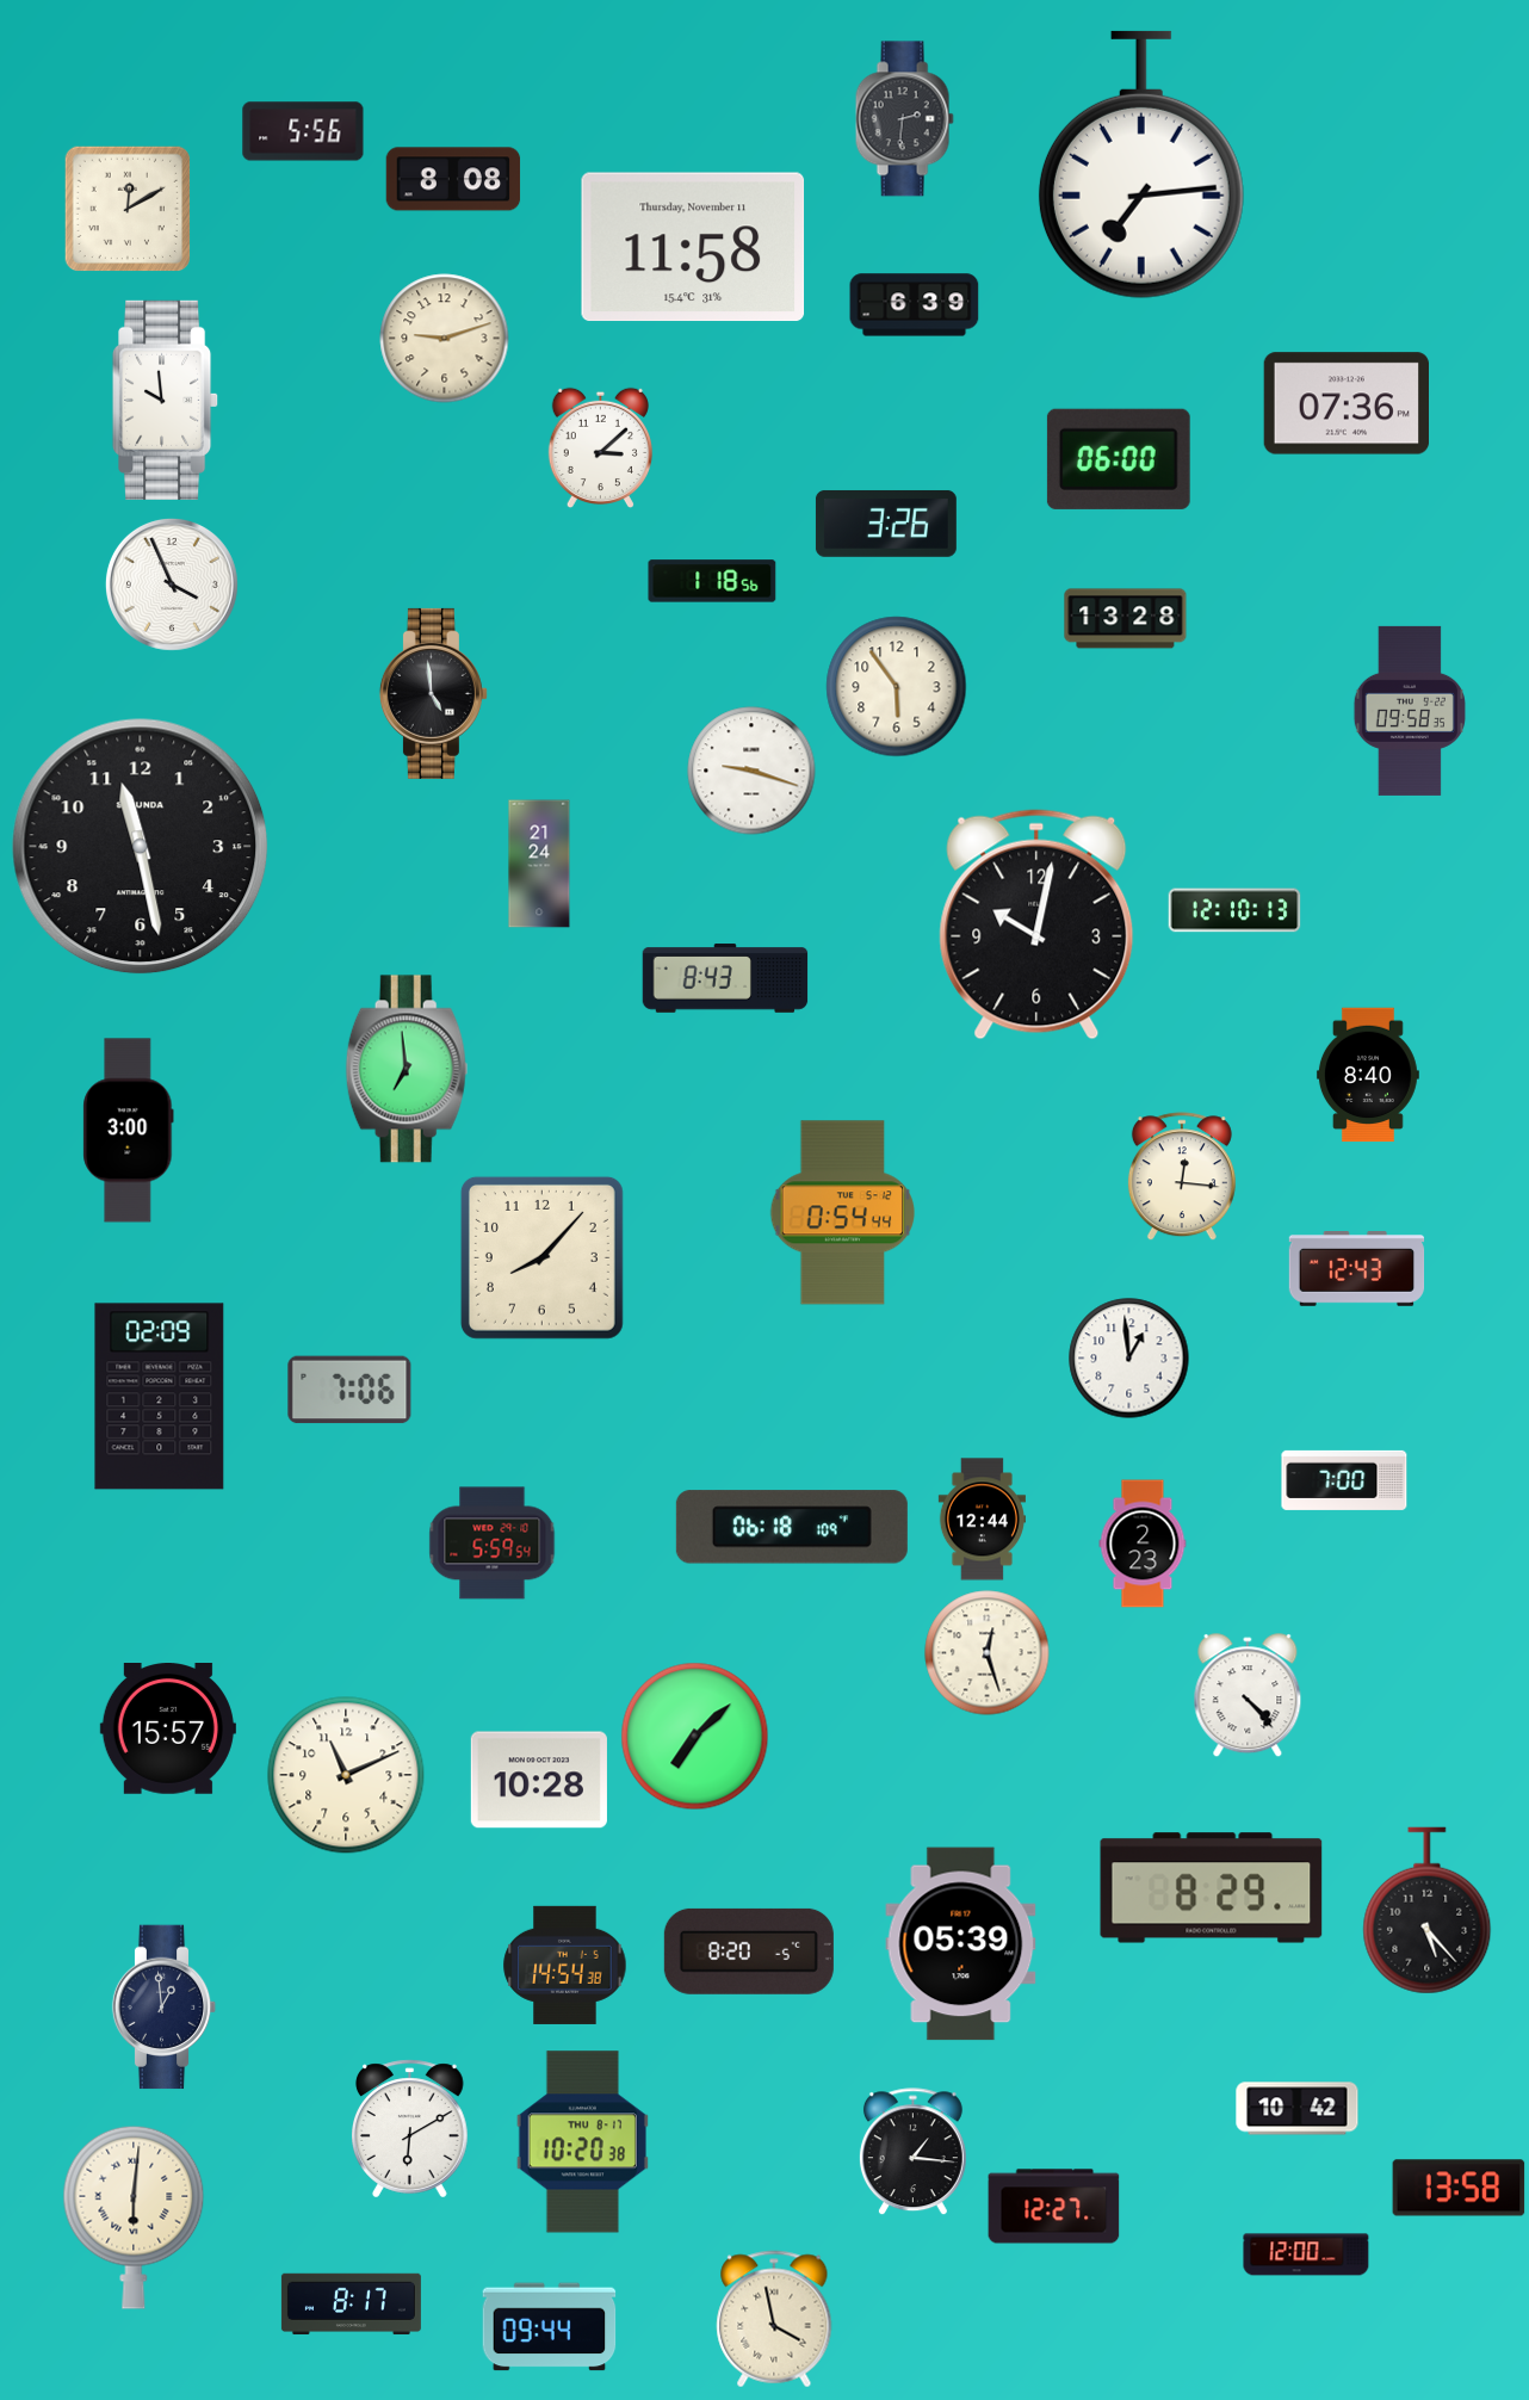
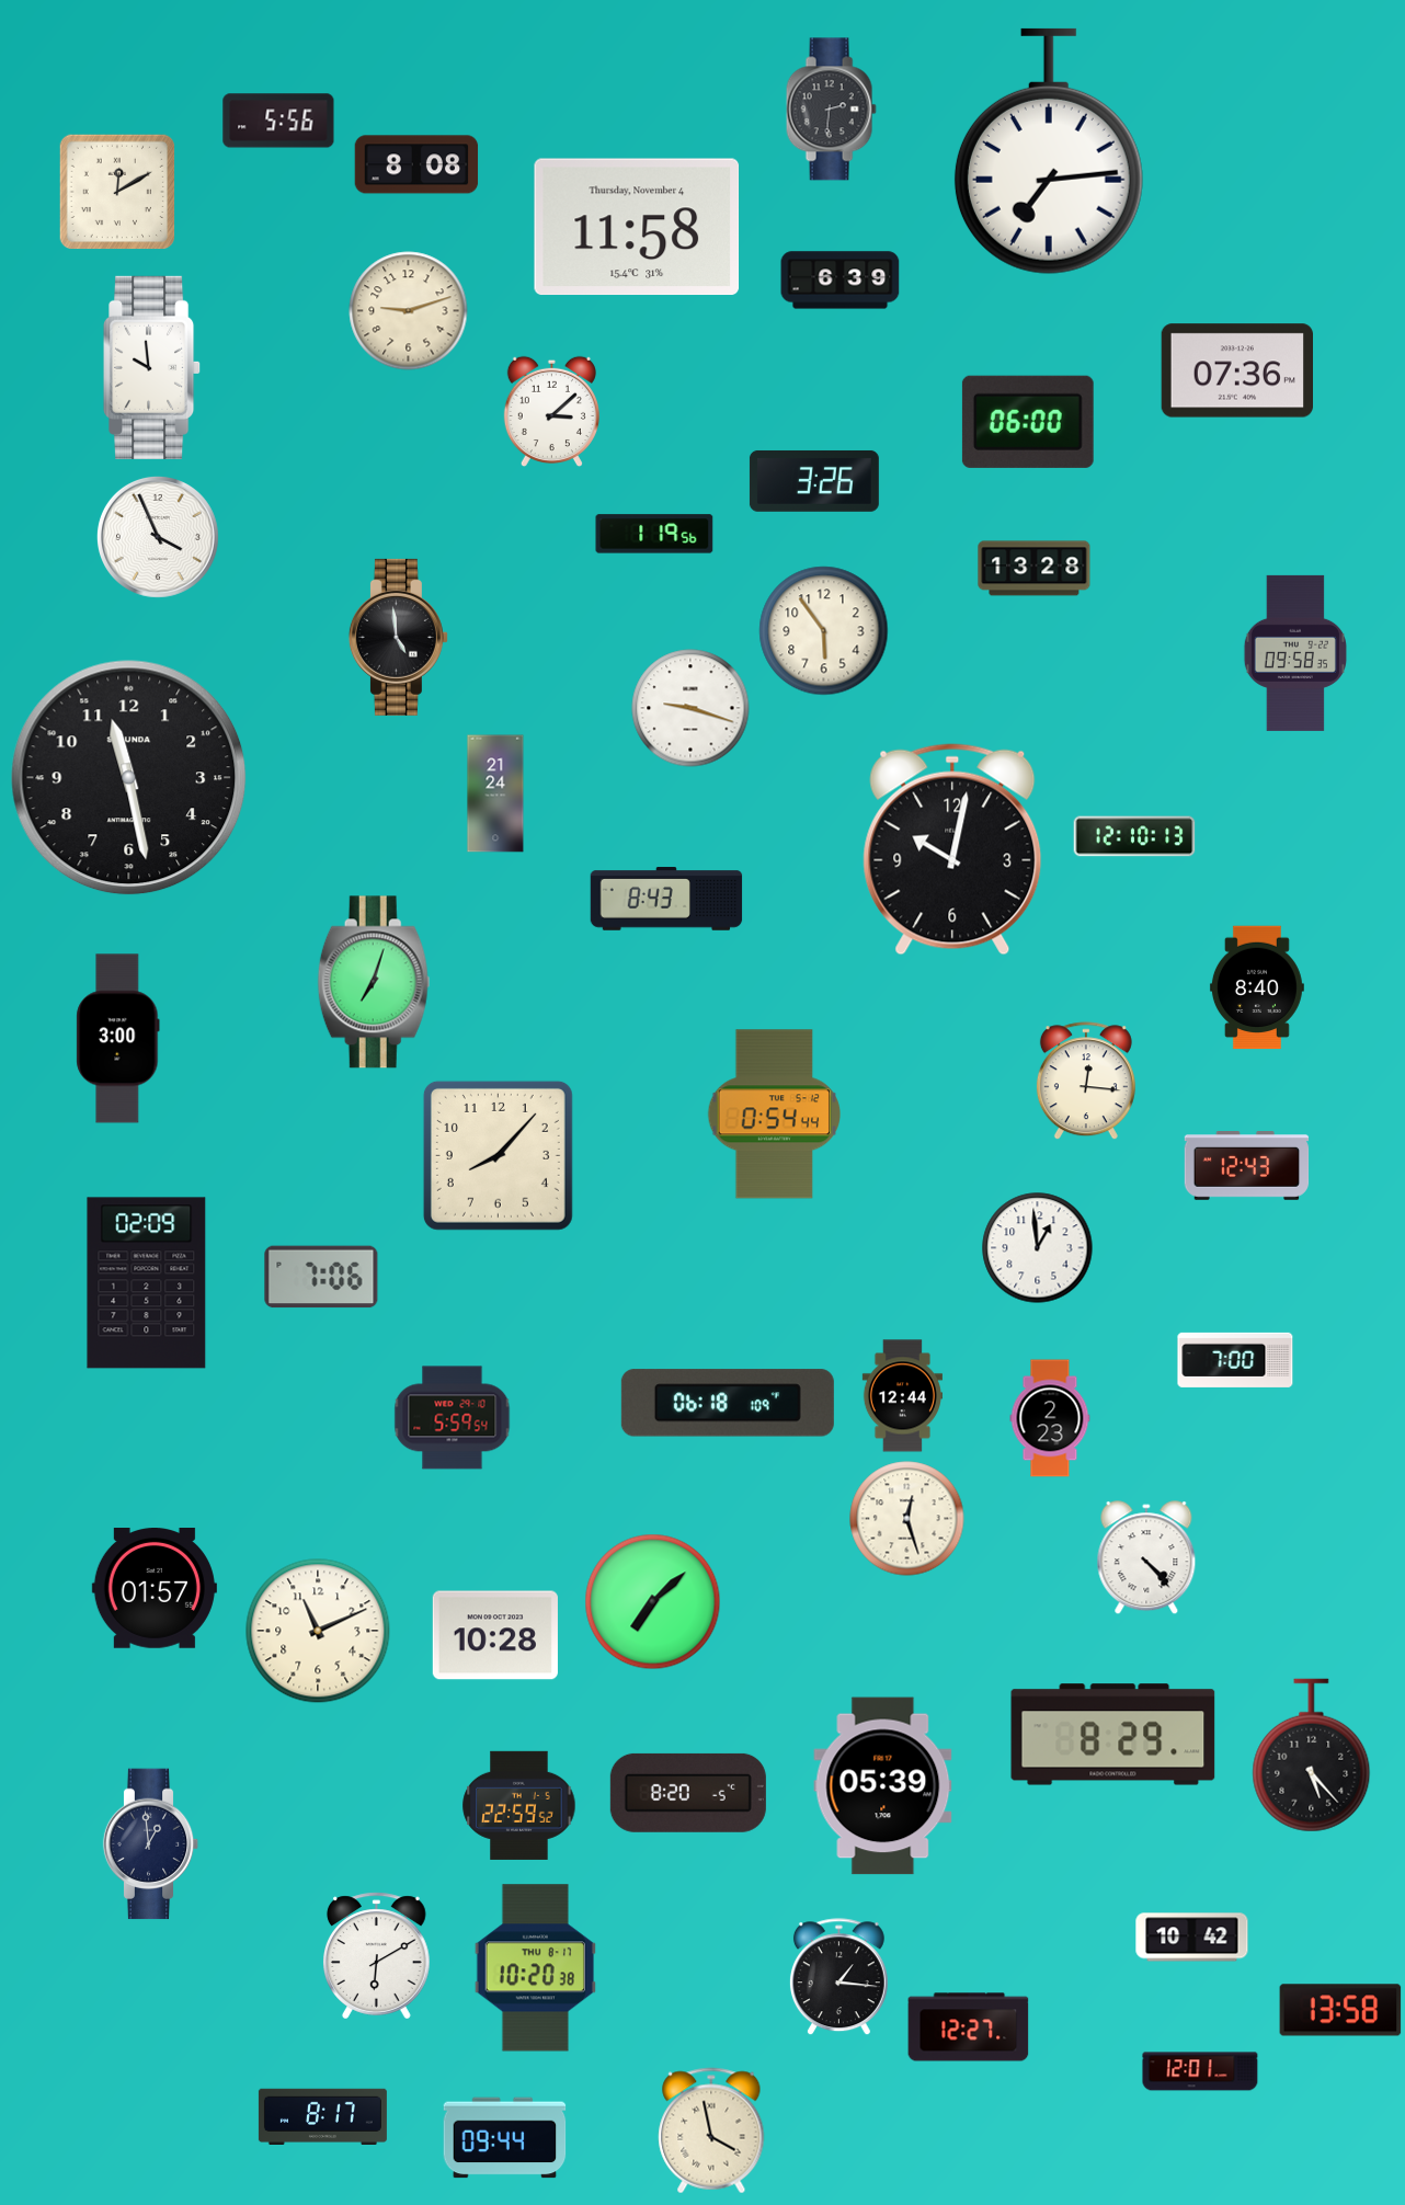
clock at (693, 247) date: Thursday, November 11 -> Thursday, November 4
clock at (712, 581): 1:18 -> 1:19
clock at (407, 1069): 6:59 -> 7:03
clock at (168, 1730): 15:57 -> 01:57
clock at (695, 1737) position: (695, 1737) -> (653, 1602)
clock at (565, 1965): 14:54 -> 22:59
clock at (134, 2217): 6:01 -> none
clock at (1306, 2254): 12:00 -> 12:01
